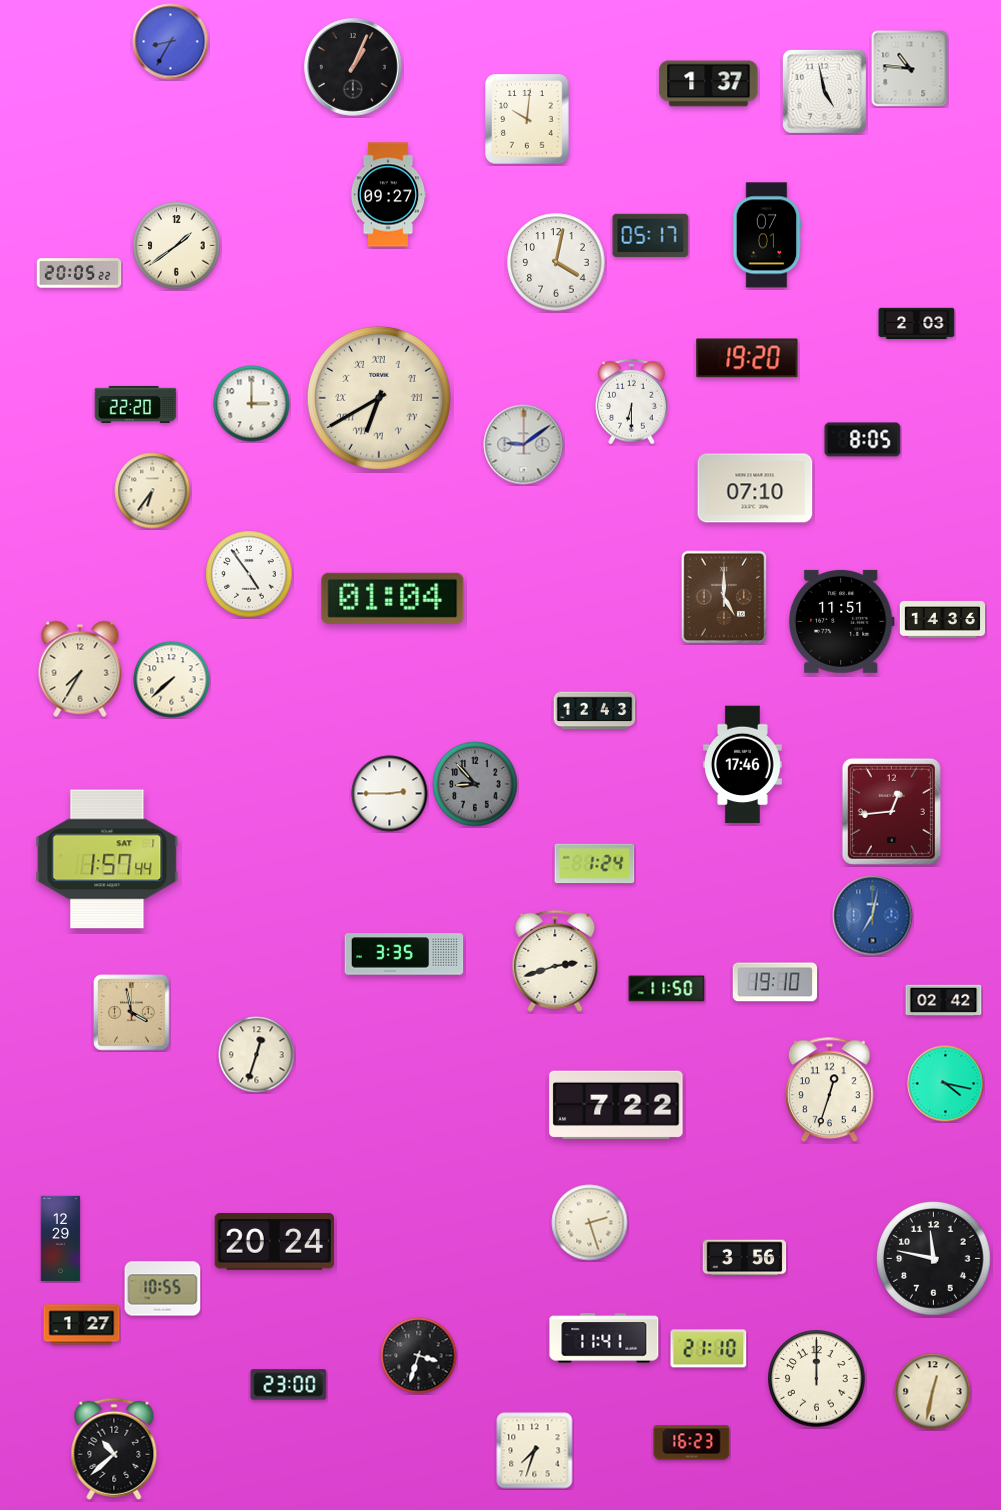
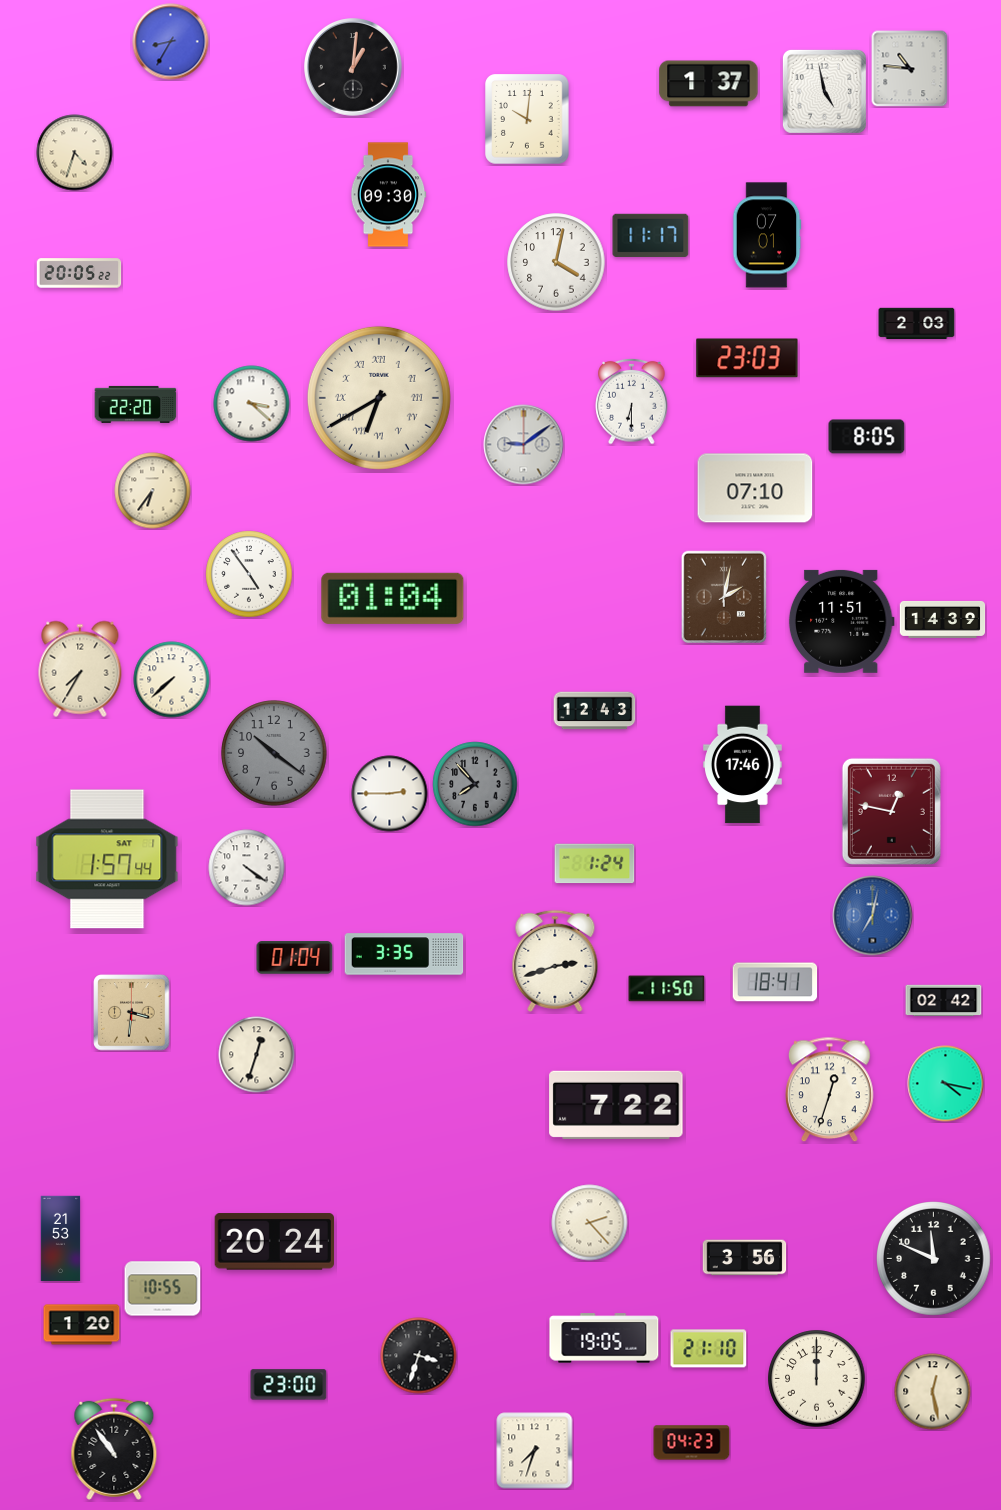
clock at (354, 68): 1:04 -> 1:01
clock at (75, 153): none -> 4:33
clock at (388, 195): 09:27 -> 09:30
clock at (651, 235): 05:17 -> 11:17
clock at (177, 246): 1:39 -> none
clock at (747, 358): 19:20 -> 23:03
clock at (252, 404): 3:00 -> 3:22
clock at (863, 440) position: (863, 440) -> (867, 437)
clock at (724, 597): 5:00 -> 2:02
clock at (943, 619): 14:36 -> 14:39
clock at (274, 753): none -> 10:21
clock at (475, 784): 8:53 -> 7:53
clock at (891, 811): 12:44 -> 12:47
clock at (247, 868): none -> 4:21
clock at (295, 958): none -> 01:04
clock at (775, 982): 19:10 -> 18:41
clock at (132, 1013): 3:58 -> 3:31
clock at (590, 1223): 2:27 -> 2:23
clock at (61, 1239): 12:29 -> 21:53
clock at (934, 1259): 11:47 -> 11:49
clock at (82, 1325): 1:27 -> 1:20
clock at (604, 1338): 11:41 -> 19:05
clock at (933, 1392): 12:32 -> 12:28
clock at (692, 1443): 16:23 -> 04:23
clock at (114, 1449): 10:38 -> 10:54
